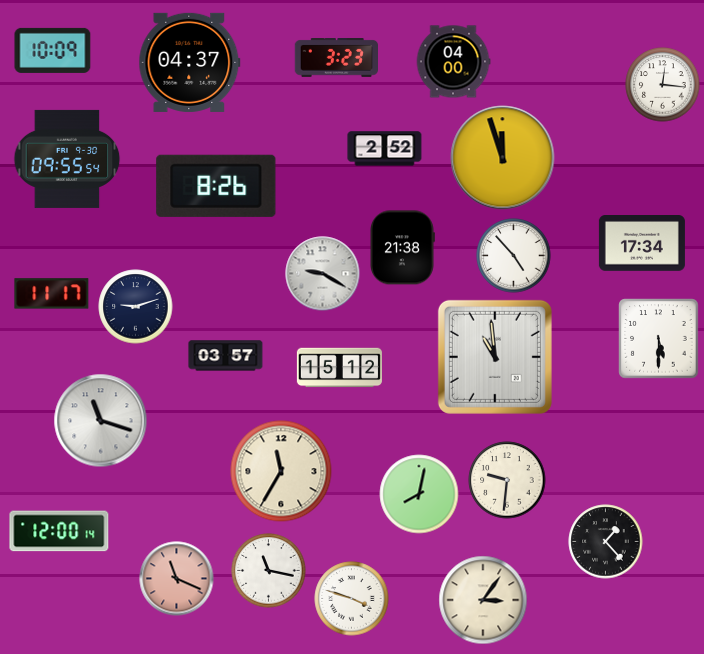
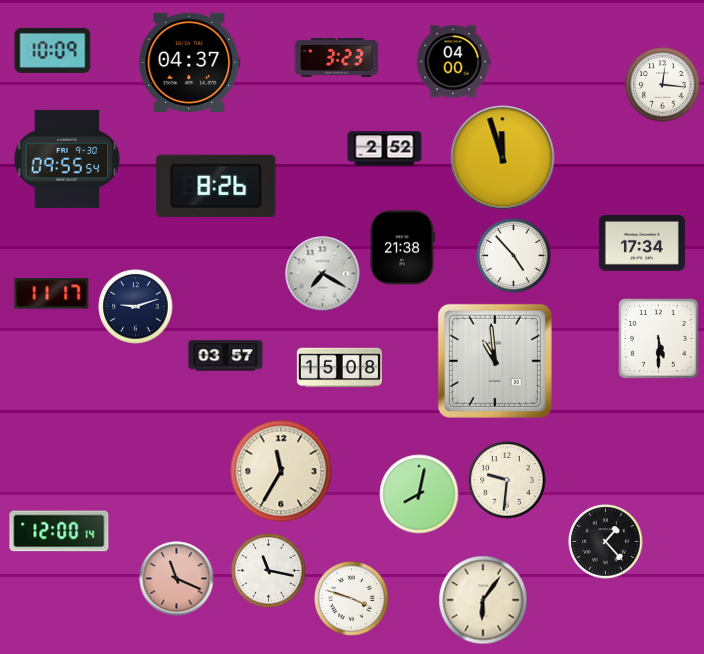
clock at (323, 274): 9:20 -> 7:20
clock at (495, 357) position: (495, 357) -> (495, 361)
clock at (339, 368): 15:12 -> 15:08
clock at (101, 421): 11:18 -> none
clock at (483, 600): 3:06 -> 6:06
